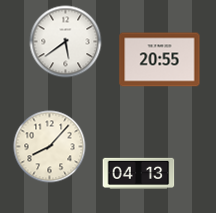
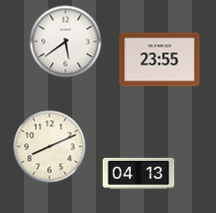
clock at (160, 60): 20:55 -> 23:55
clock at (50, 147): 8:07 -> 8:11
